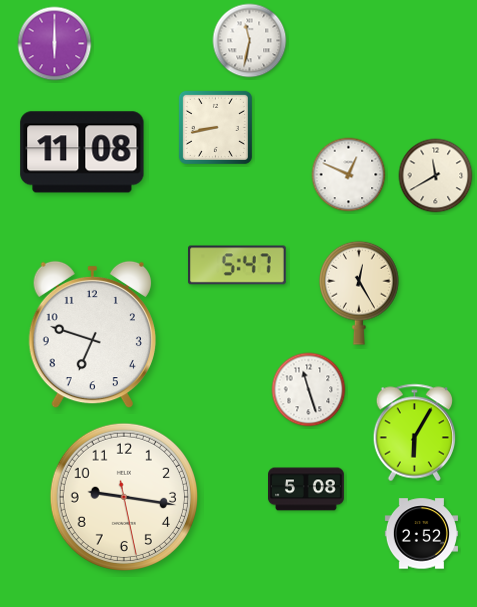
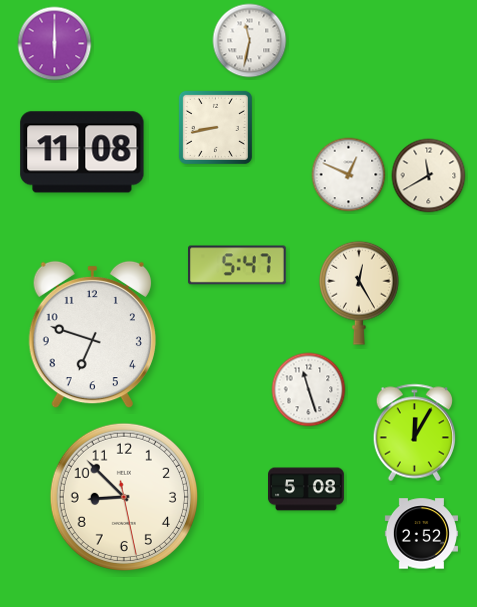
clock at (436, 176) position: (436, 176) -> (429, 176)
clock at (414, 433): 6:05 -> 12:05
clock at (123, 496): 9:16 -> 8:52
